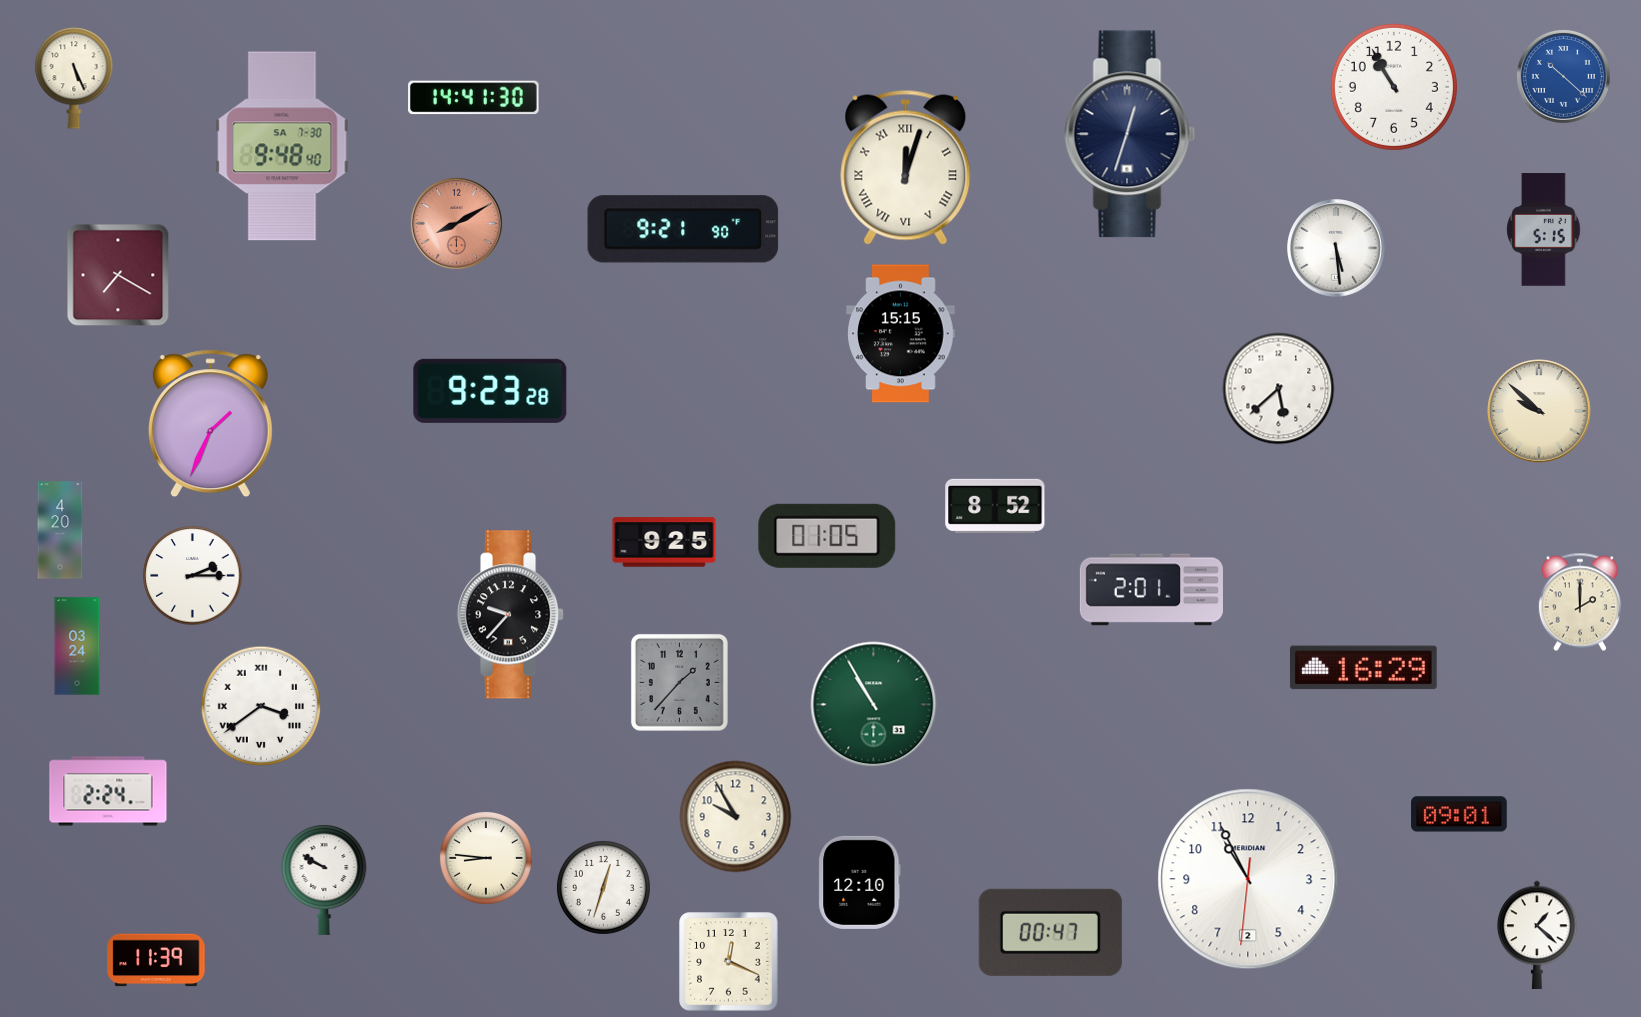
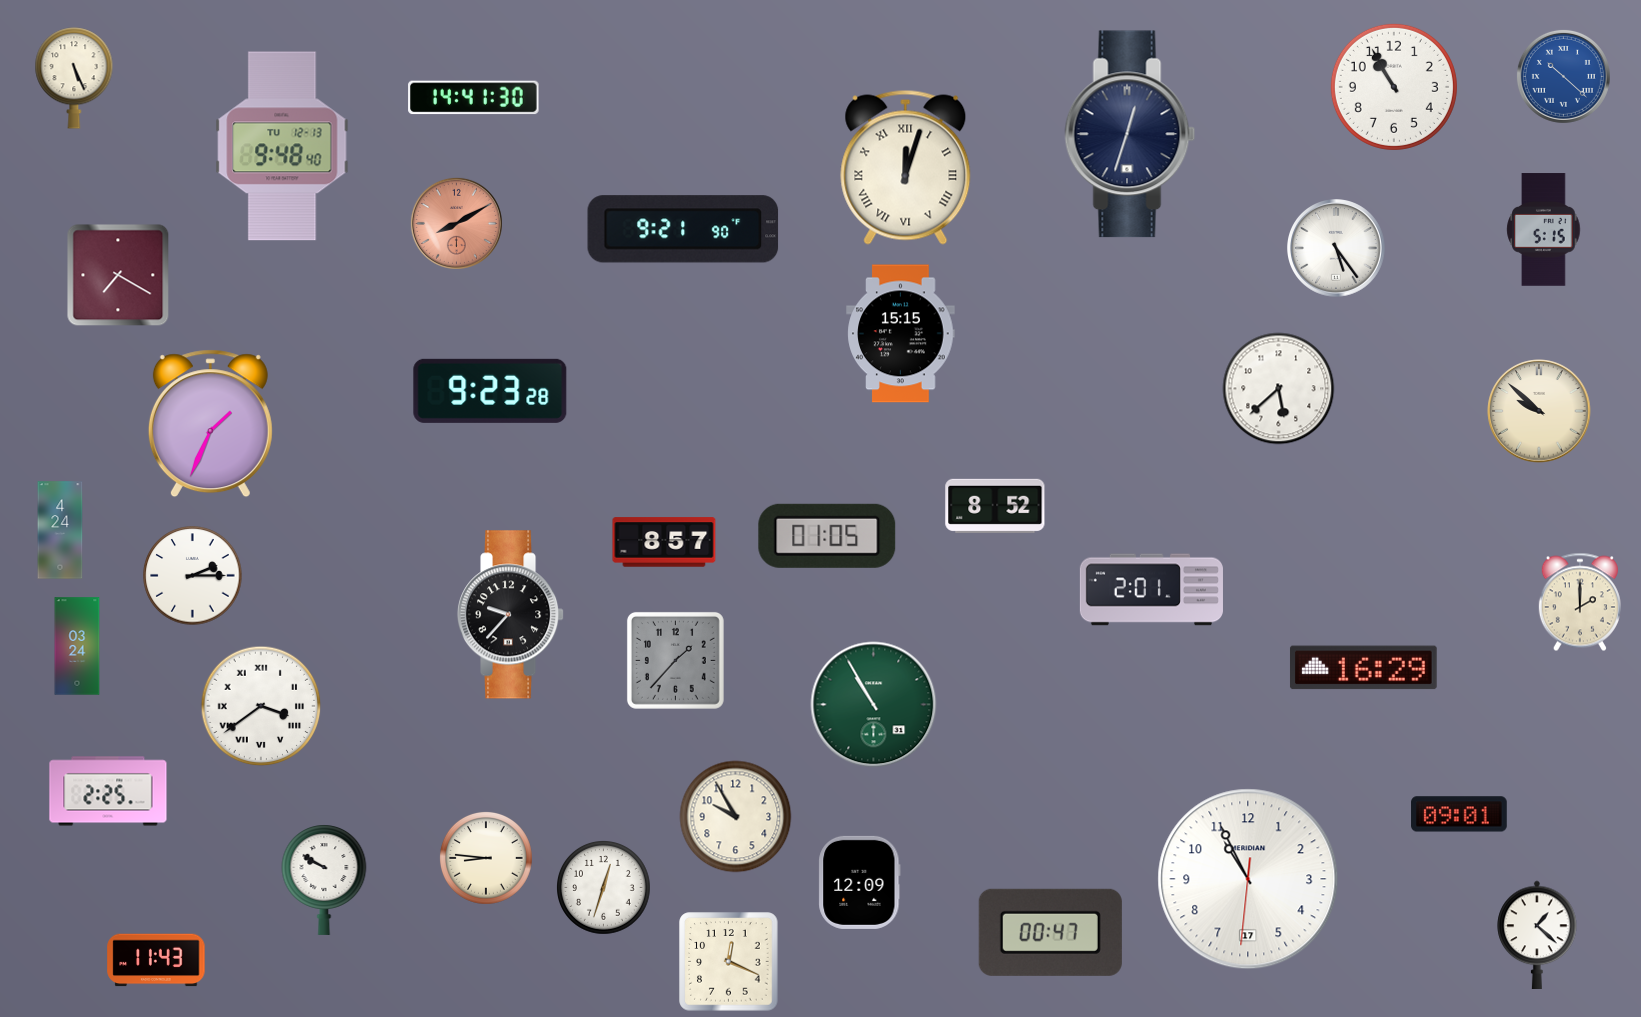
clock at (282, 146) date: SA 7-30 -> TU 12-13
clock at (1337, 249): 5:29 -> 5:24
clock at (60, 530): 4:20 -> 4:24
clock at (664, 542): 9:25 -> 8:57
clock at (679, 682) position: (679, 682) -> (675, 660)
clock at (108, 791): 2:24 -> 2:25
clock at (1248, 879) date: 2 -> 17
clock at (860, 882): 12:10 -> 12:09
clock at (156, 960): 11:39 -> 11:43
